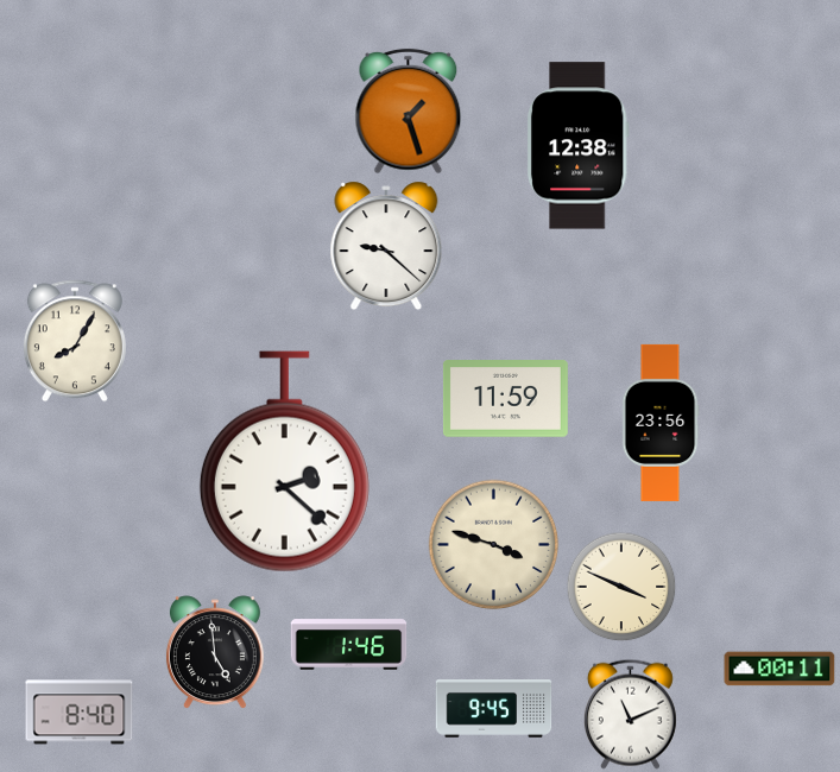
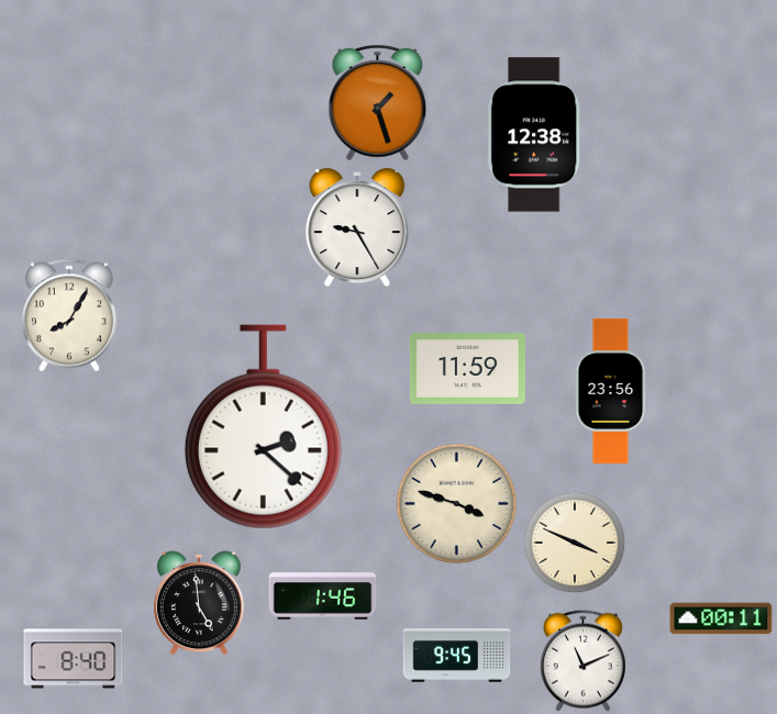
clock at (386, 246): 9:22 -> 9:25
